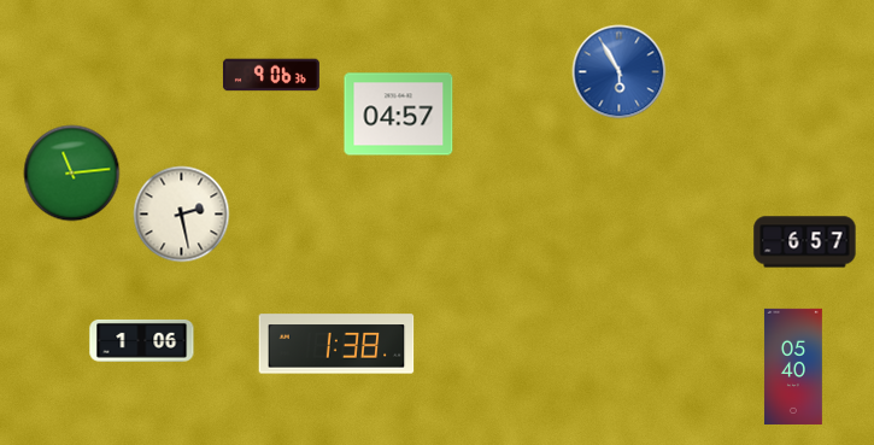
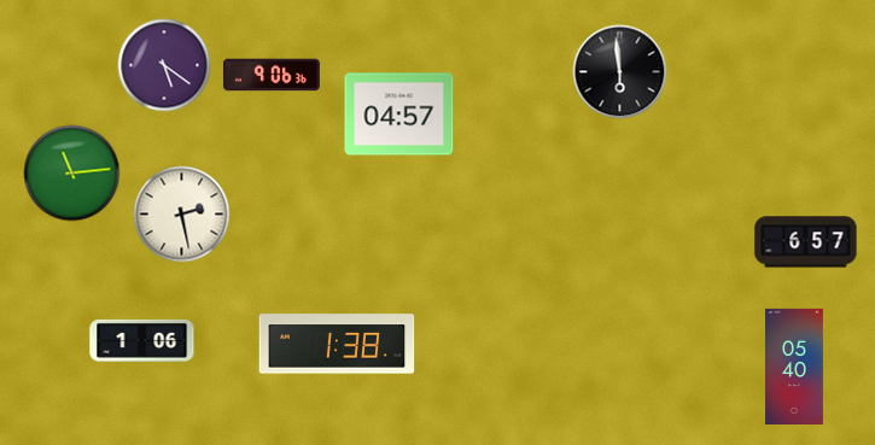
clock at (164, 65): none -> 5:21
clock at (620, 72): 5:55 -> 5:59
clock at (620, 72) dial: blue -> black
